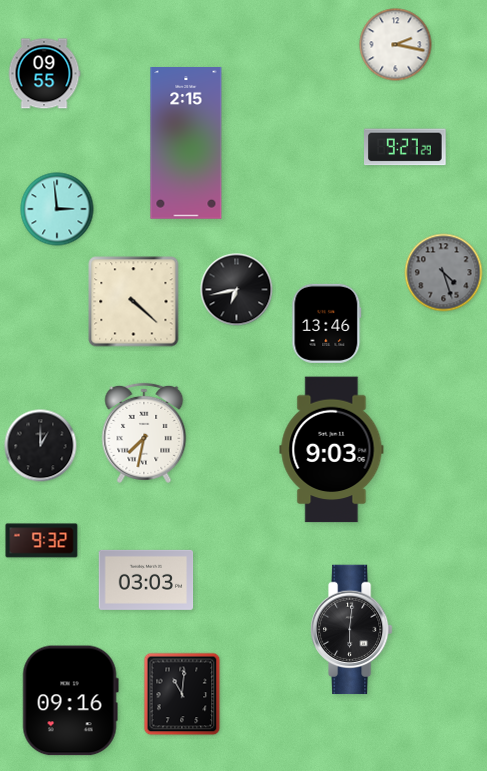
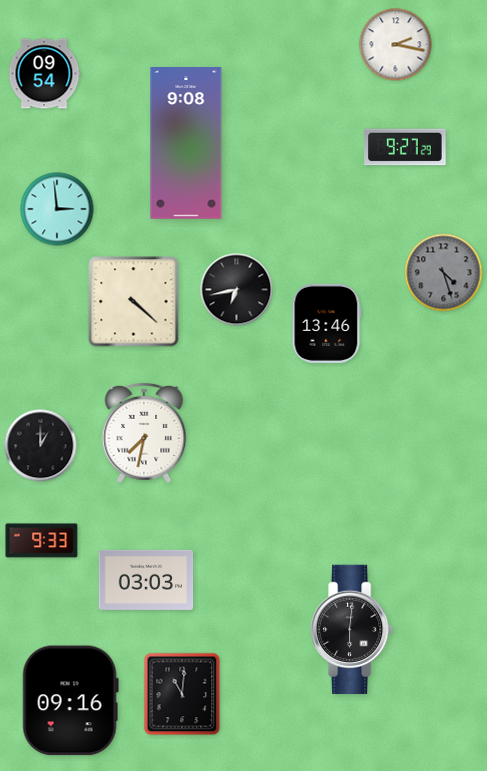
clock at (44, 74): 09:55 -> 09:54
clock at (186, 144): 2:15 -> 9:08
clock at (332, 450): 9:03 -> none
clock at (42, 541): 9:32 -> 9:33
